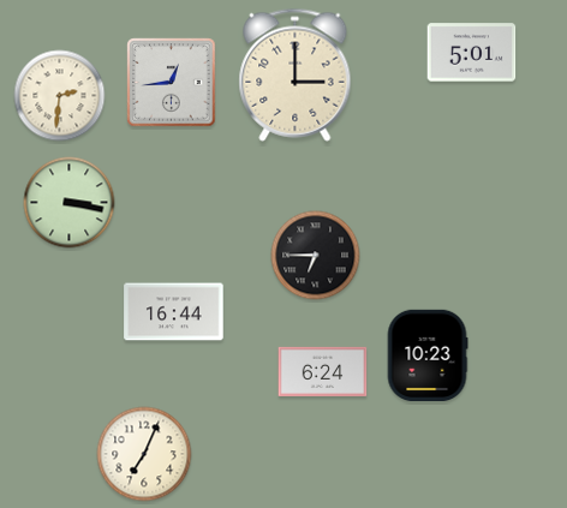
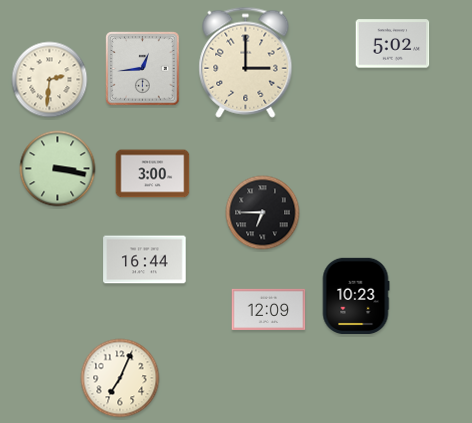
clock at (472, 53): 5:01 -> 5:02
clock at (153, 174): none -> 3:00
clock at (323, 371): 6:24 -> 12:09
